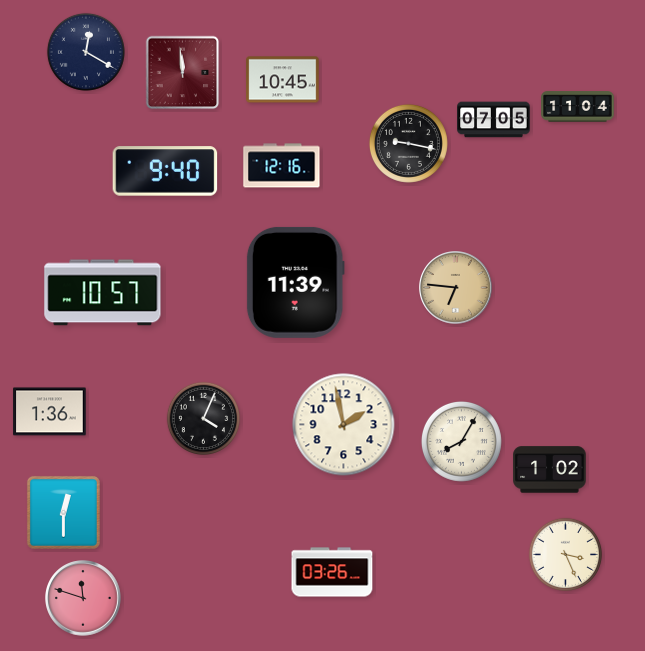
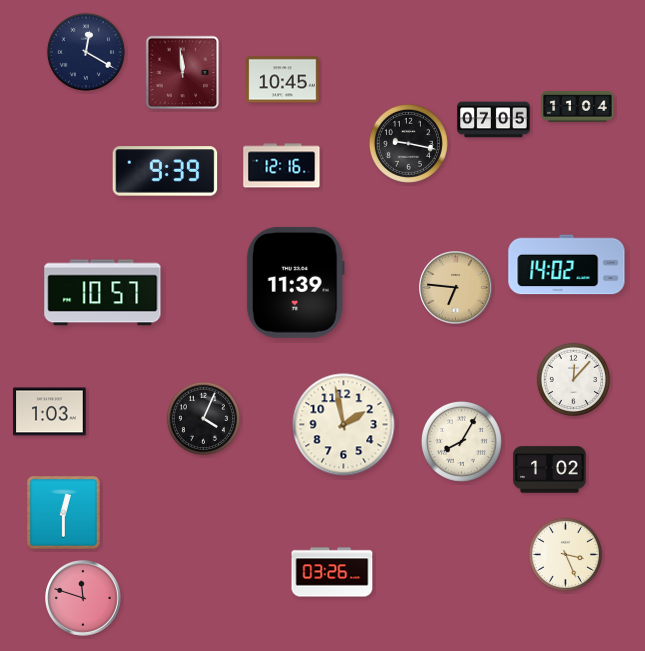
clock at (165, 171): 9:40 -> 9:39
clock at (567, 265): none -> 14:02
clock at (574, 380): none -> 12:07
clock at (50, 412): 1:36 -> 1:03
